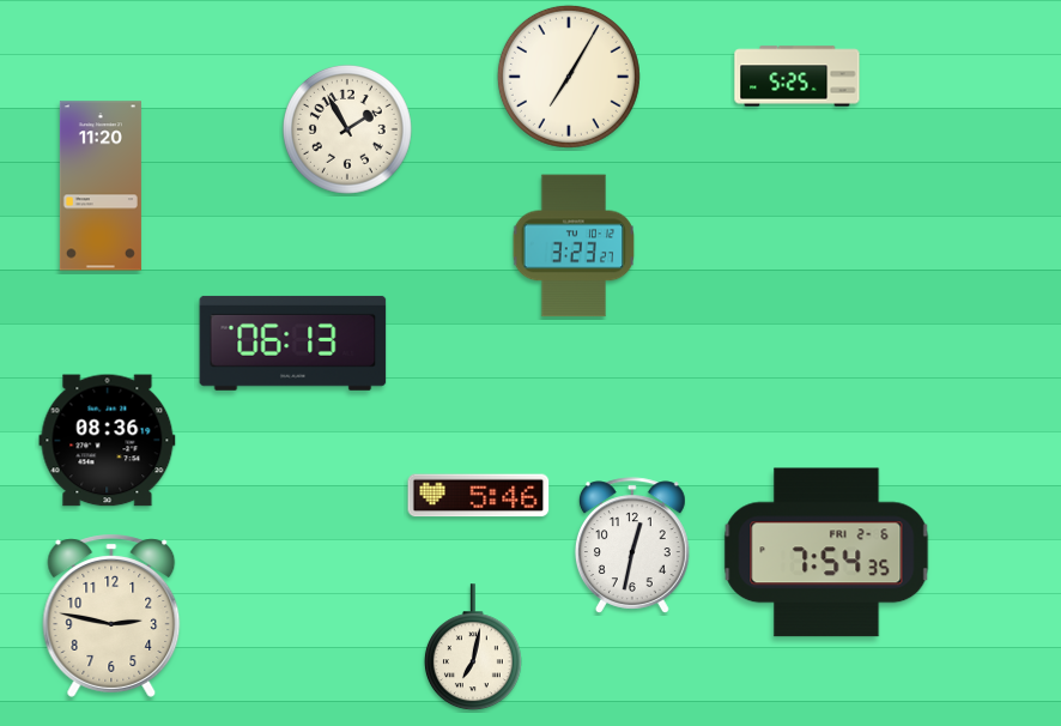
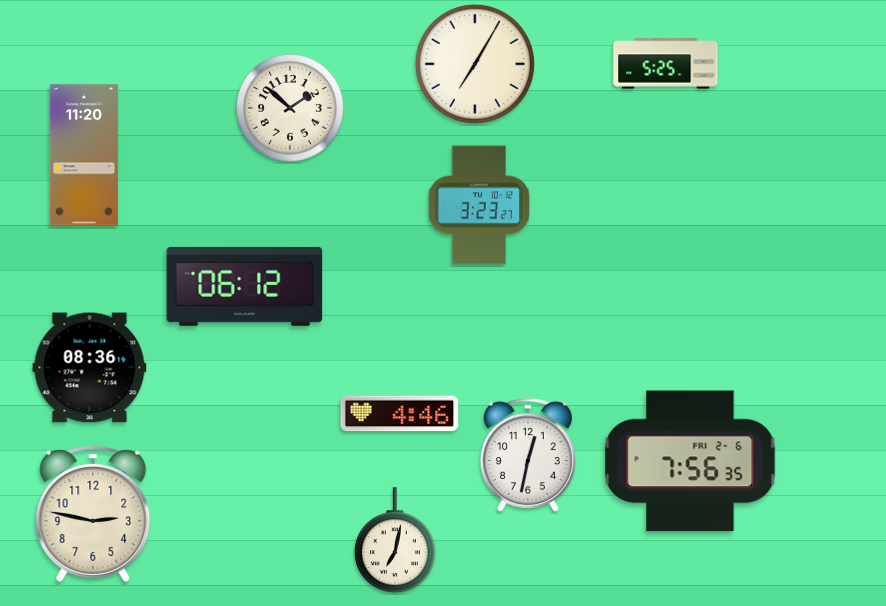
clock at (347, 129): 1:55 -> 1:52
clock at (293, 343): 06:13 -> 06:12
clock at (479, 496): 5:46 -> 4:46
clock at (826, 552): 7:54 -> 7:56
